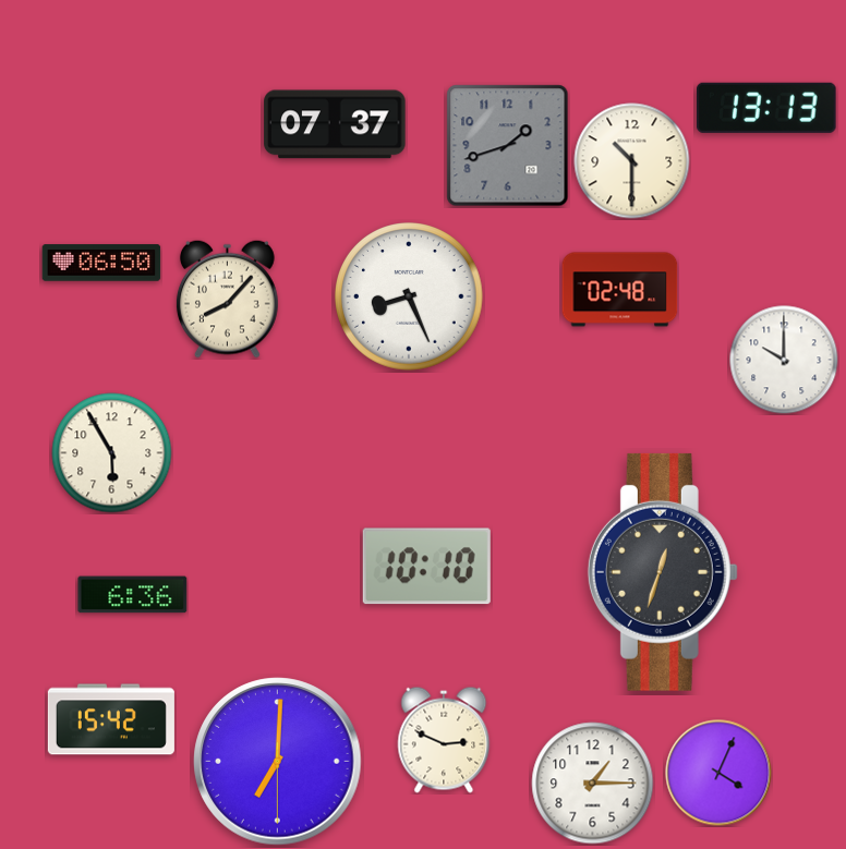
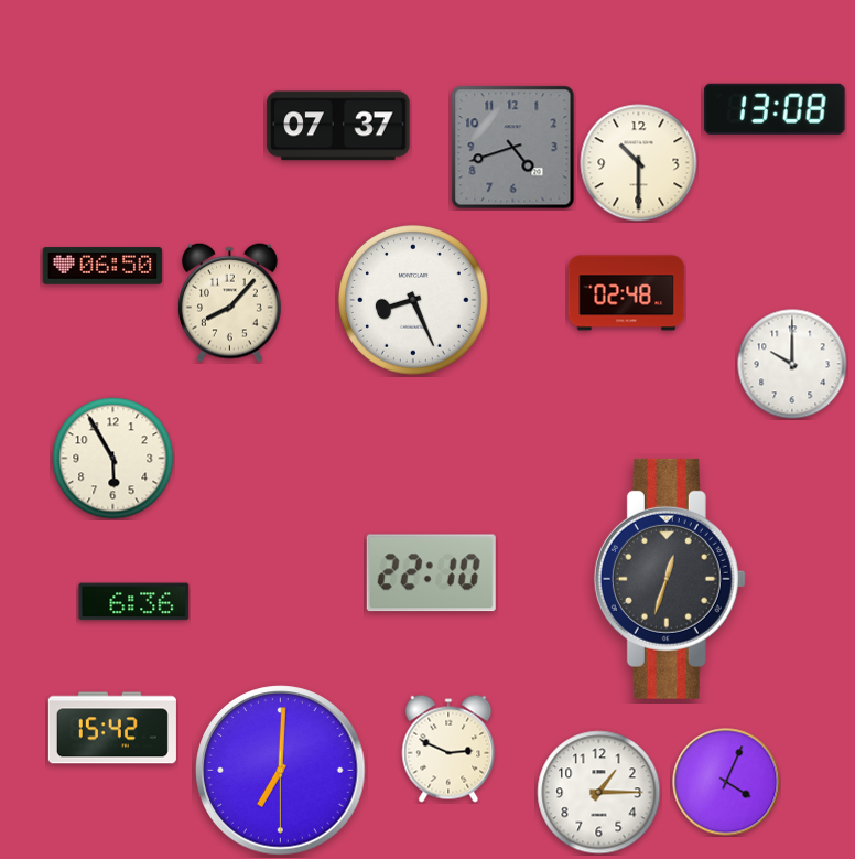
clock at (768, 108): 13:13 -> 13:08
clock at (508, 146): 1:42 -> 4:42
clock at (426, 567): 10:10 -> 22:10
